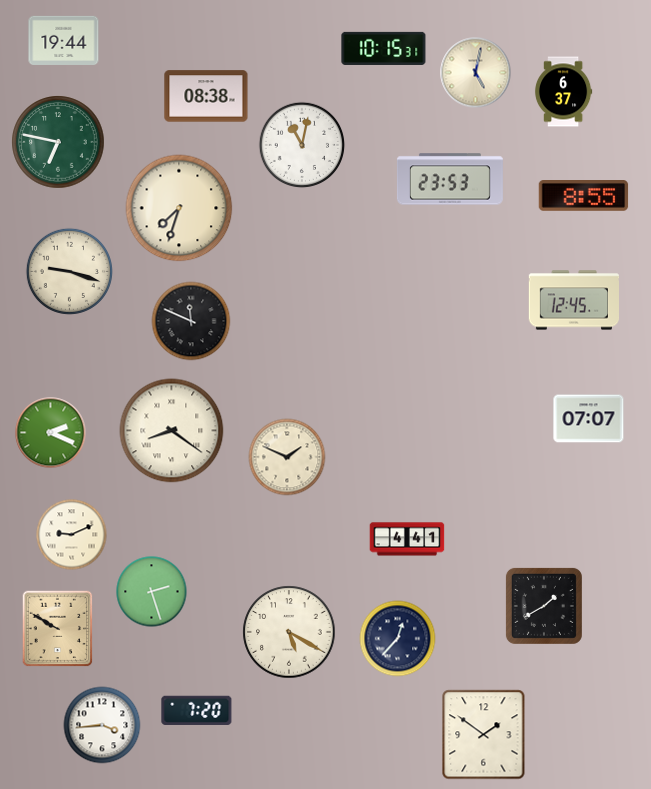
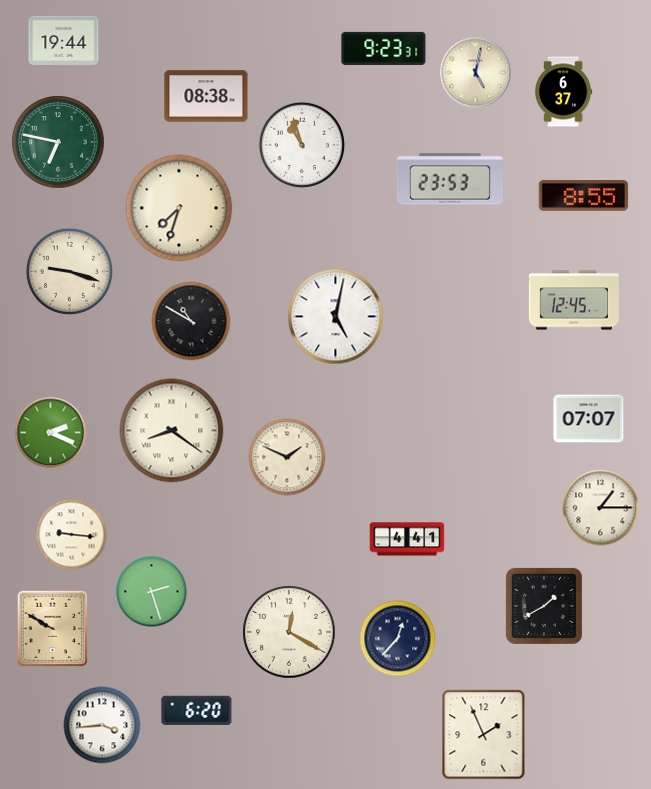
clock at (384, 48): 10:15 -> 9:23
clock at (302, 145): 11:02 -> 10:57
clock at (336, 317): none -> 5:02
clock at (191, 321): 11:49 -> 10:50
clock at (601, 508): none -> 1:15
clock at (72, 535): 9:11 -> 9:16
clock at (58, 629) position: (58, 629) -> (53, 629)
clock at (289, 632): 5:20 -> 12:20
clock at (197, 710): 7:20 -> 6:20
clock at (484, 735): 1:51 -> 1:56
